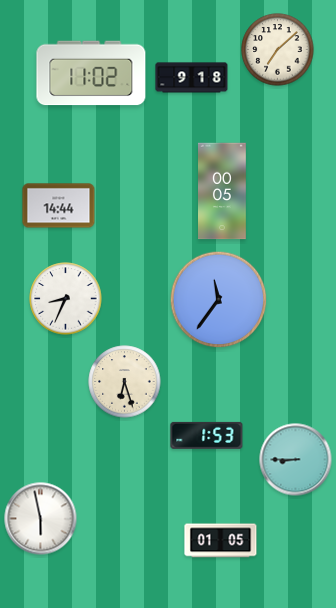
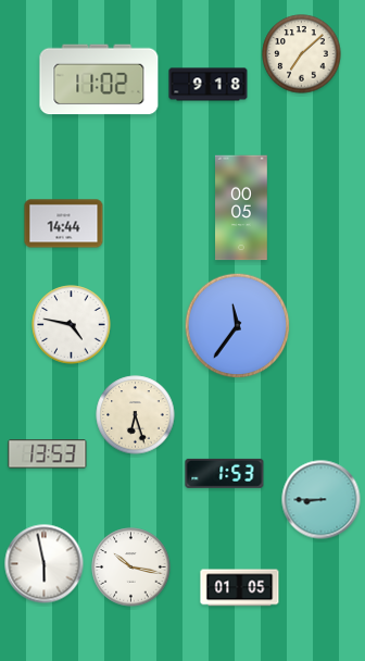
clock at (66, 299): 8:34 -> 4:47
clock at (48, 454): none -> 13:53
clock at (131, 568): none -> 10:17
